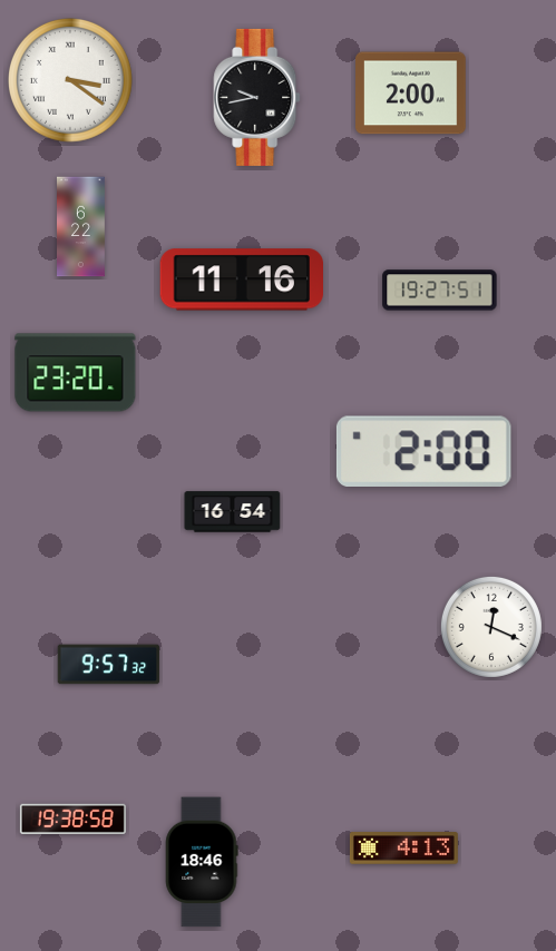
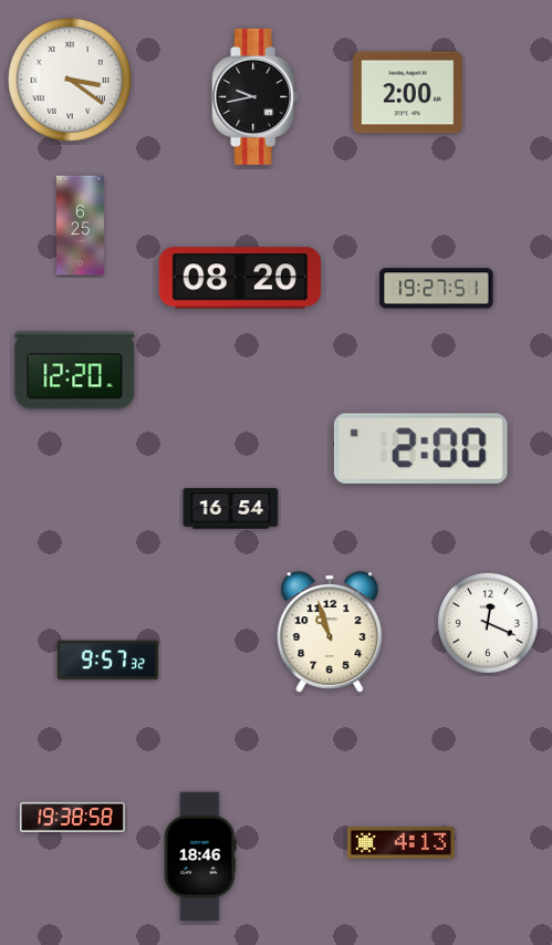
clock at (81, 227): 6:22 -> 6:25
clock at (241, 280): 11:16 -> 08:20
clock at (76, 373): 23:20 -> 12:20
clock at (330, 632): none -> 10:57
clock at (72, 818) position: (72, 818) -> (72, 817)
